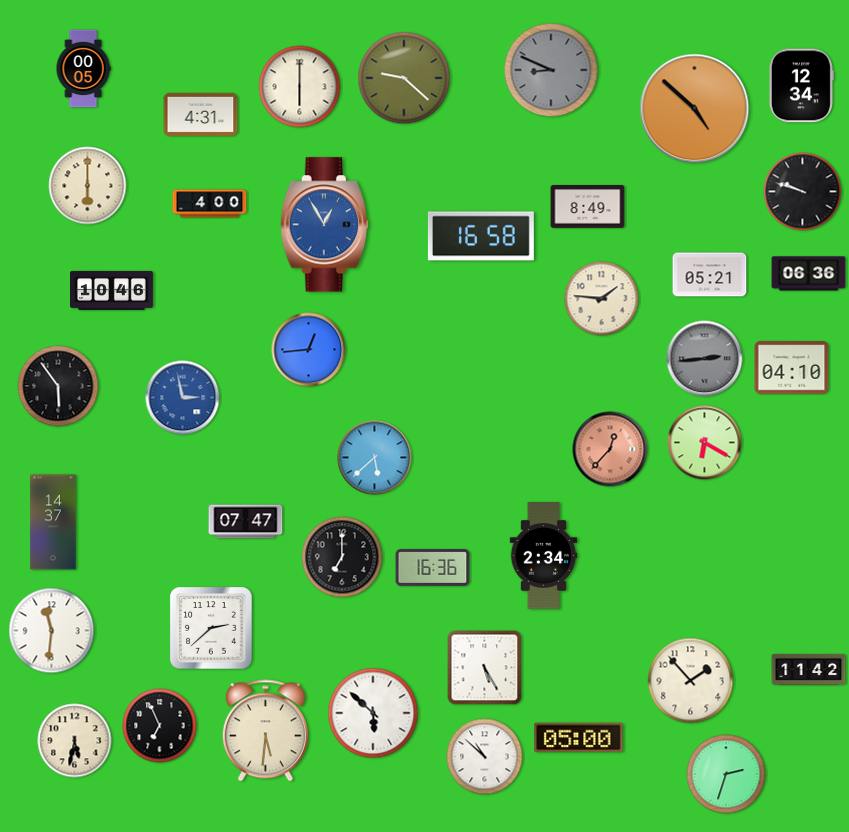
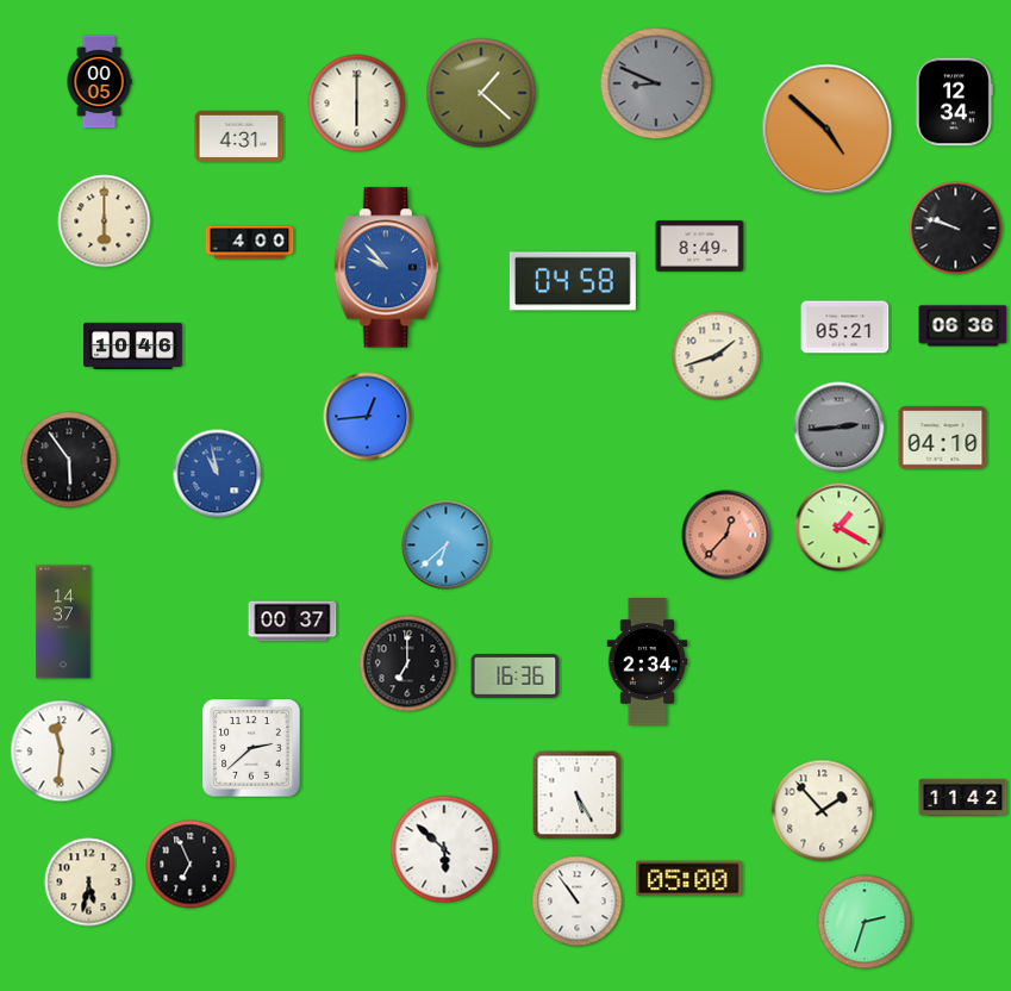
clock at (404, 78): 9:22 -> 1:22
clock at (324, 225): 12:55 -> 9:53
clock at (481, 236): 16:58 -> 04:58
clock at (602, 299): 1:46 -> 1:42
clock at (183, 398): 2:58 -> 10:58
clock at (705, 443): 6:20 -> 1:20
clock at (375, 458): 5:38 -> 6:38
clock at (246, 522): 07:47 -> 00:37
clock at (265, 731): 5:31 -> none
clock at (485, 757): 10:52 -> 10:54
